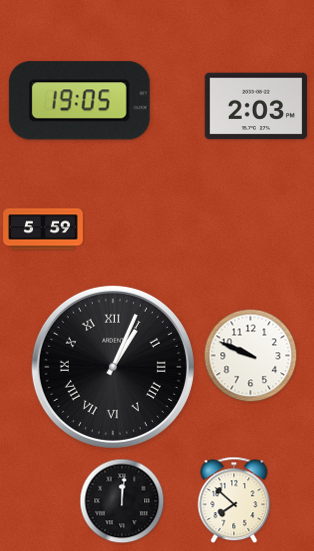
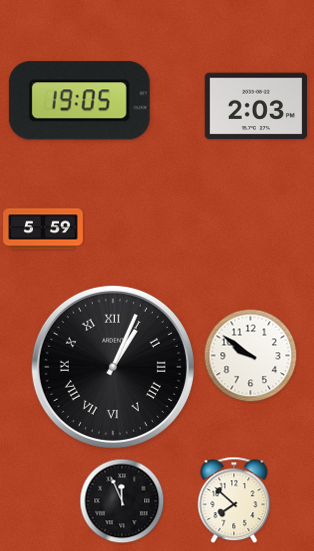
clock at (251, 356): 9:49 -> 9:51
clock at (122, 501): 12:01 -> 11:56
